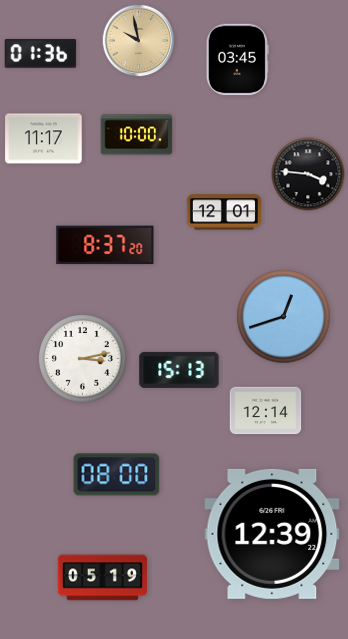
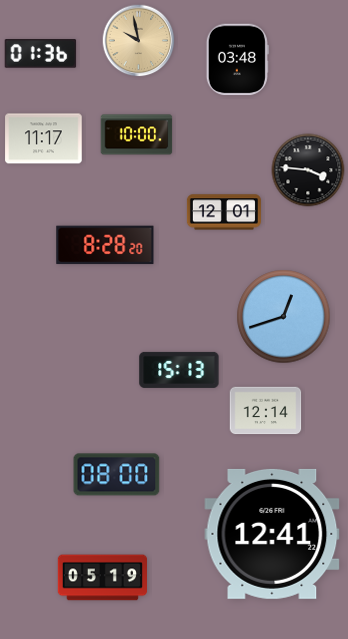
clock at (237, 60): 03:45 -> 03:48
clock at (308, 174) position: (308, 174) -> (308, 170)
clock at (105, 245): 8:37 -> 8:28
clock at (83, 359): 3:13 -> none
clock at (272, 534): 12:39 -> 12:41
